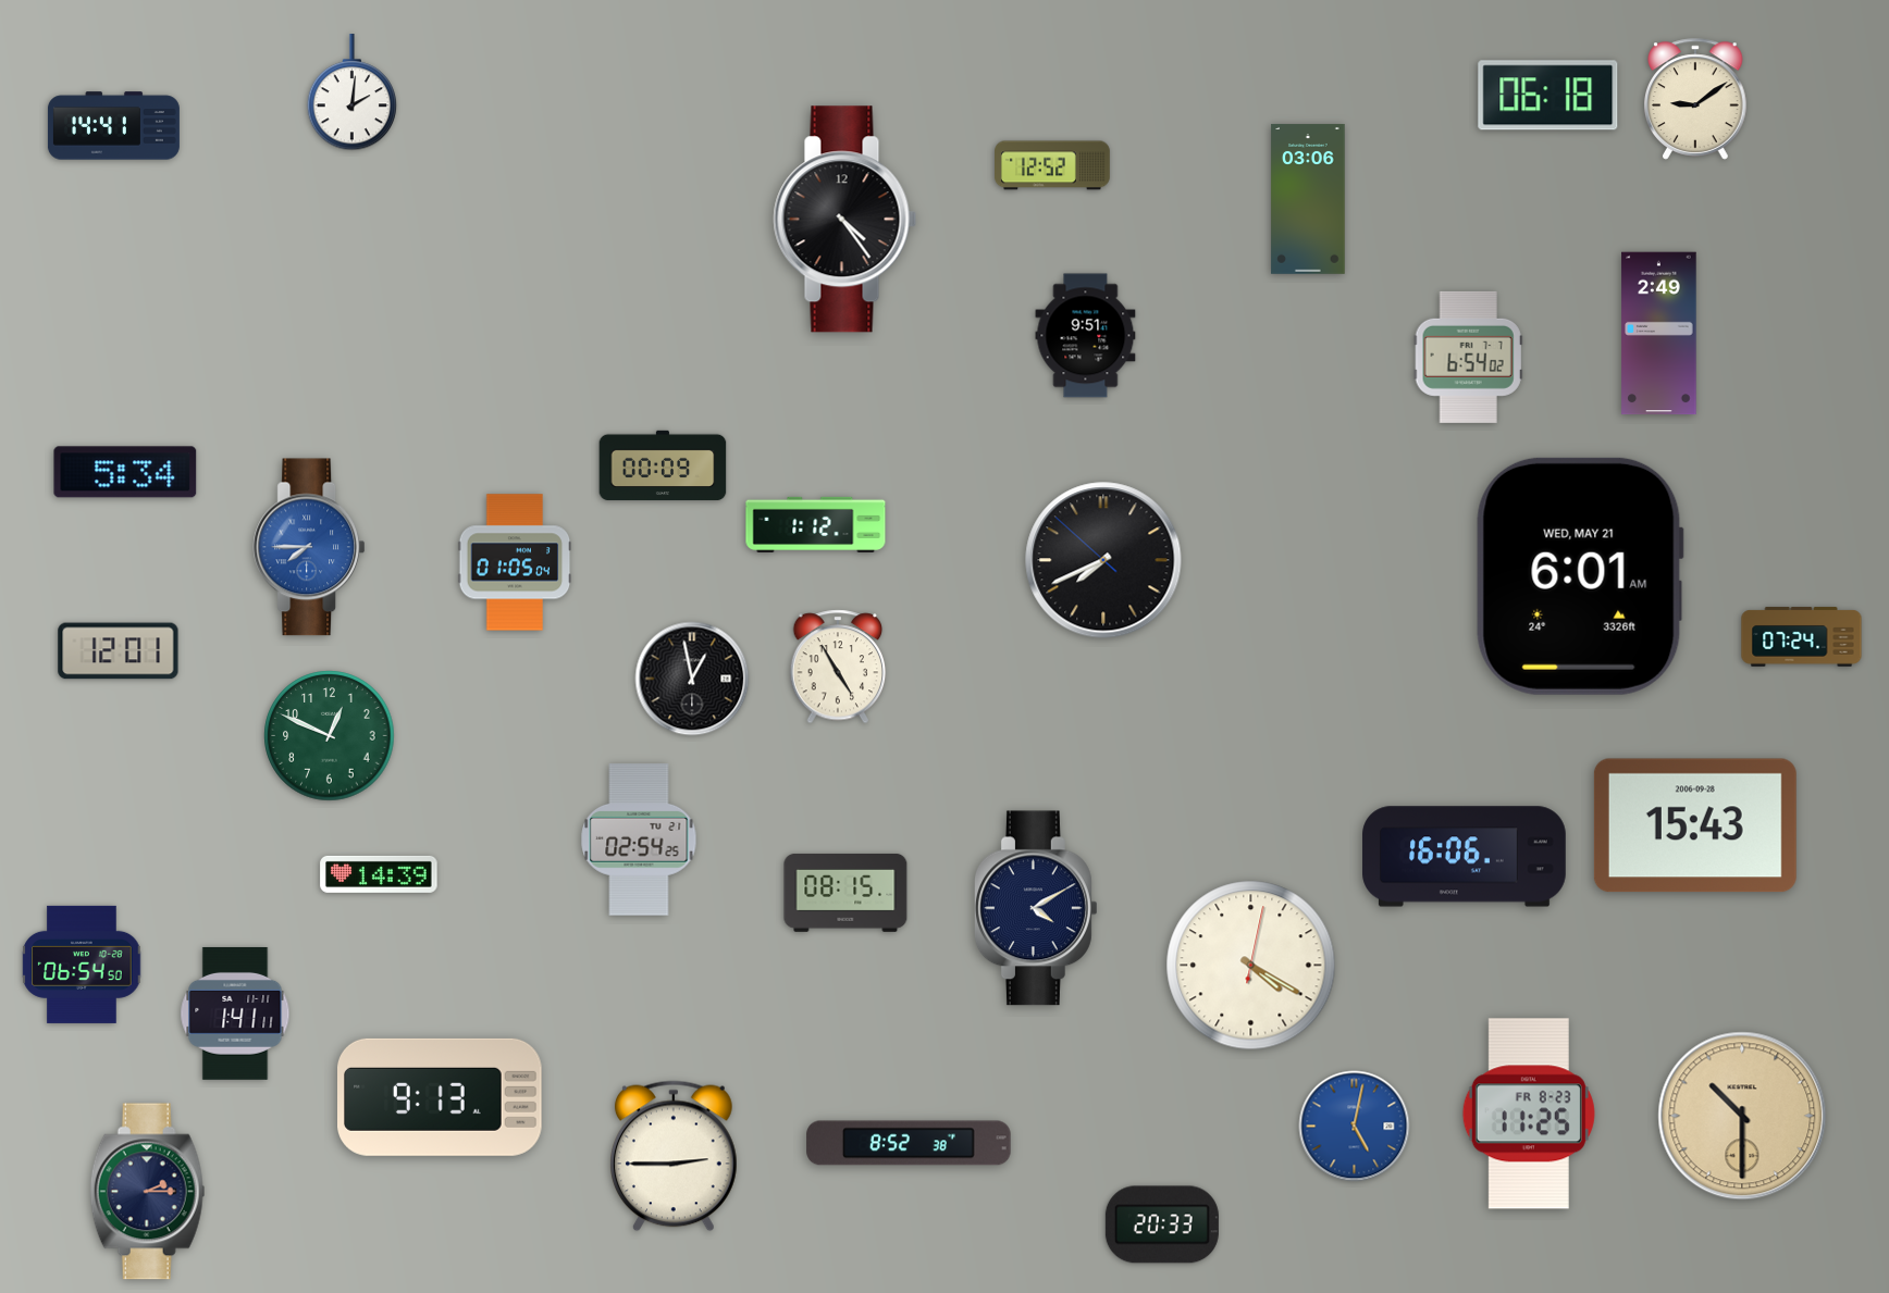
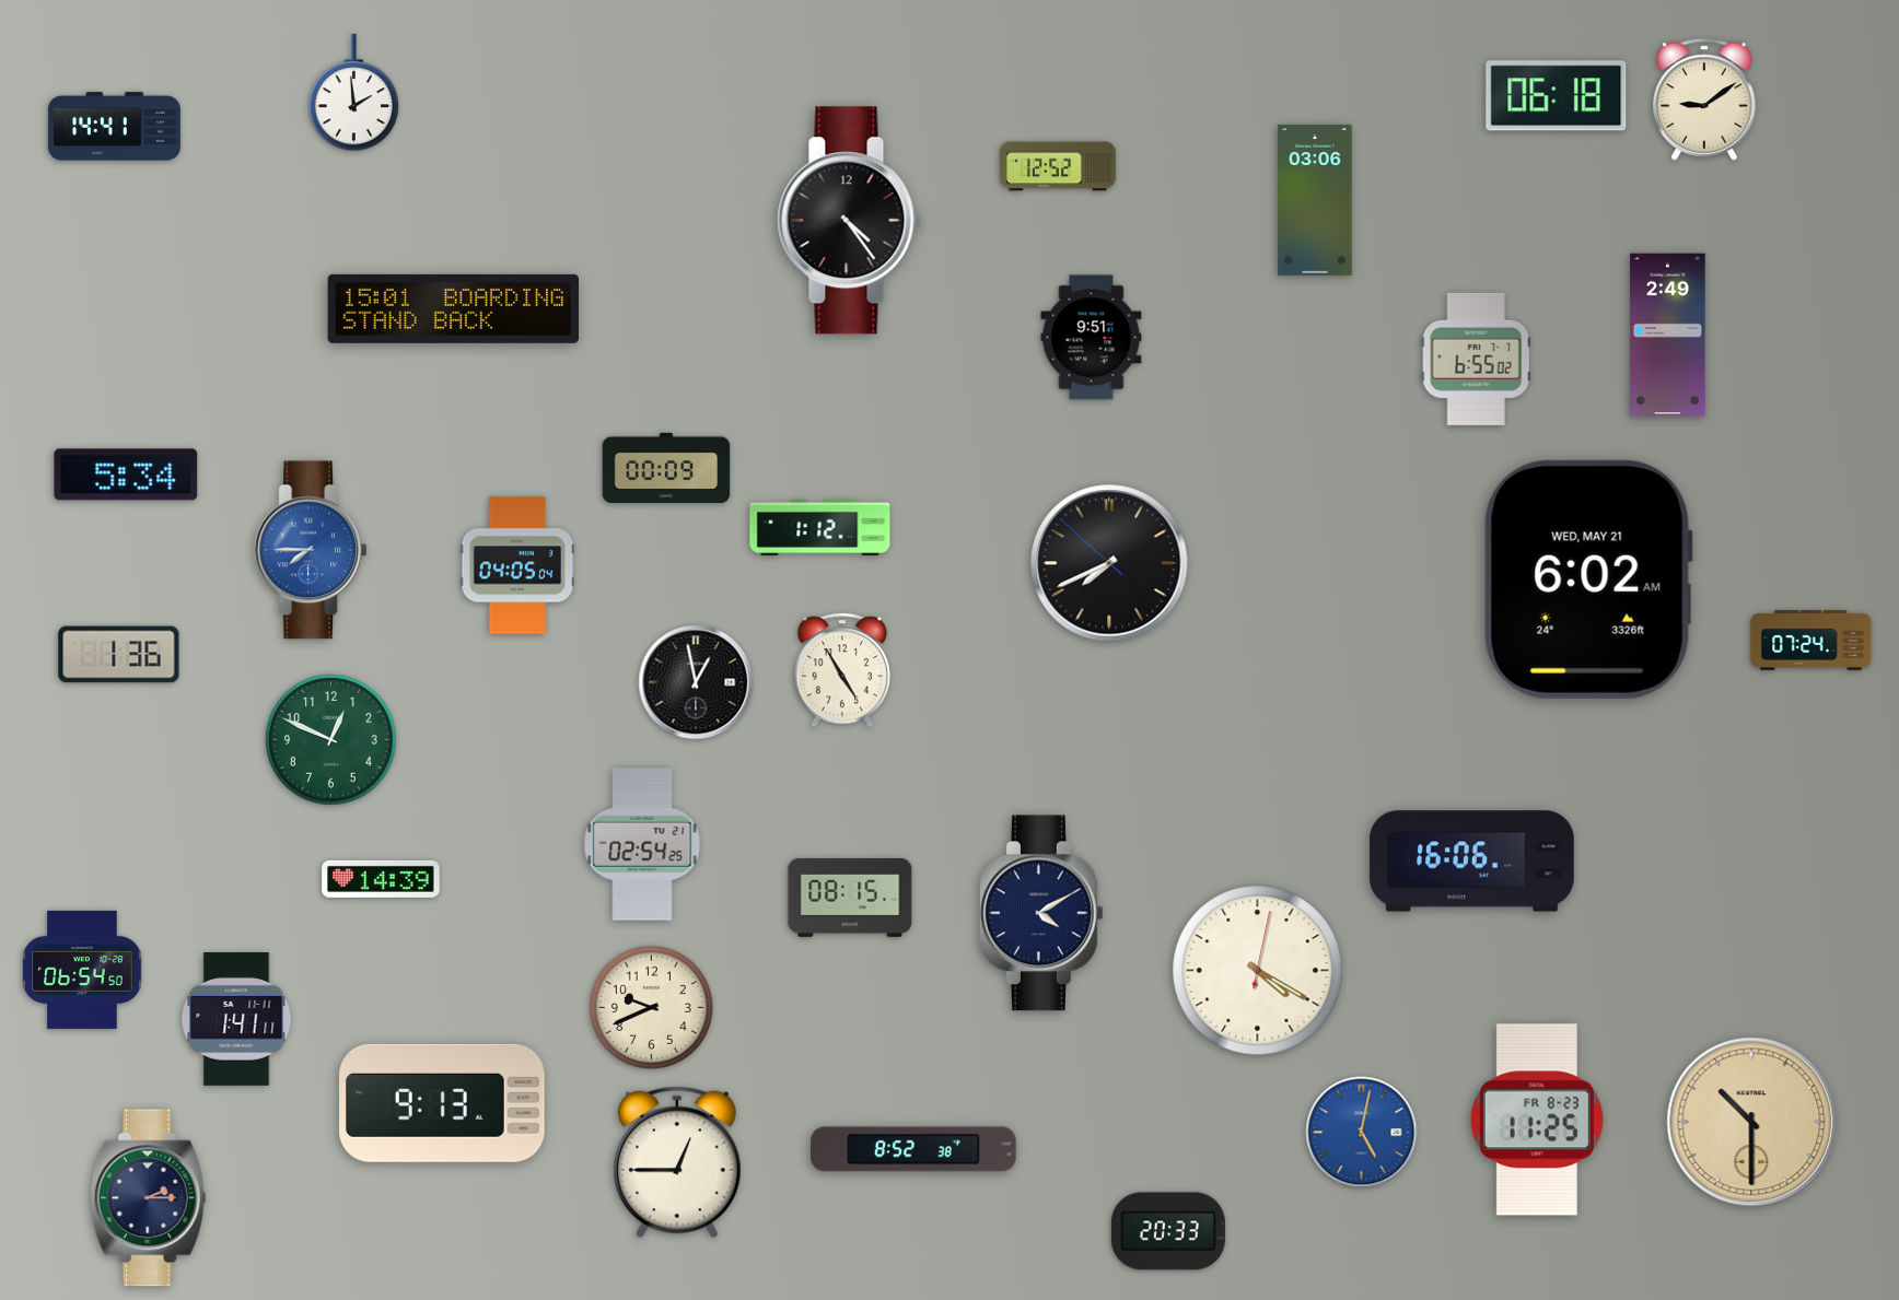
clock at (353, 92): 2:01 -> 1:59
clock at (454, 308): none -> 15:01
clock at (1468, 357): 6:54 -> 6:55
clock at (515, 562): 01:05 -> 04:05
clock at (1580, 576): 6:01 -> 6:02
clock at (119, 651): 12:01 -> 1:36
clock at (1695, 825): 15:43 -> none
clock at (651, 1007): none -> 9:41
clock at (675, 1156): 2:45 -> 12:45
